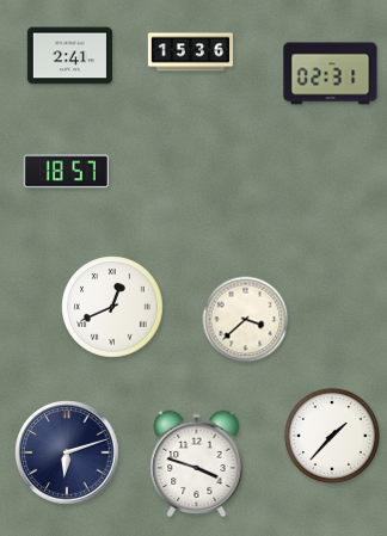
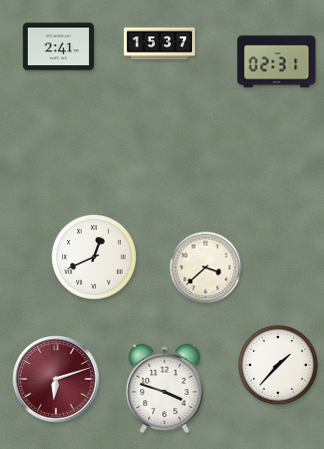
clock at (191, 53): 15:36 -> 15:37
clock at (66, 172): 18:57 -> none
clock at (67, 452) dial: navy -> burgundy
